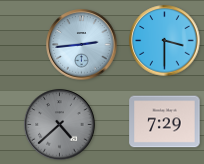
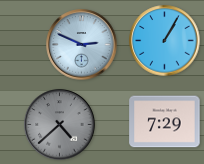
clock at (165, 41): 3:30 -> 1:05
clock at (82, 45): 2:44 -> 2:49
